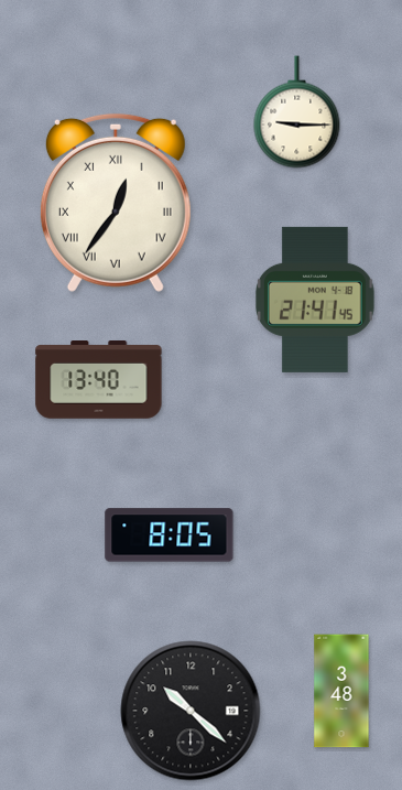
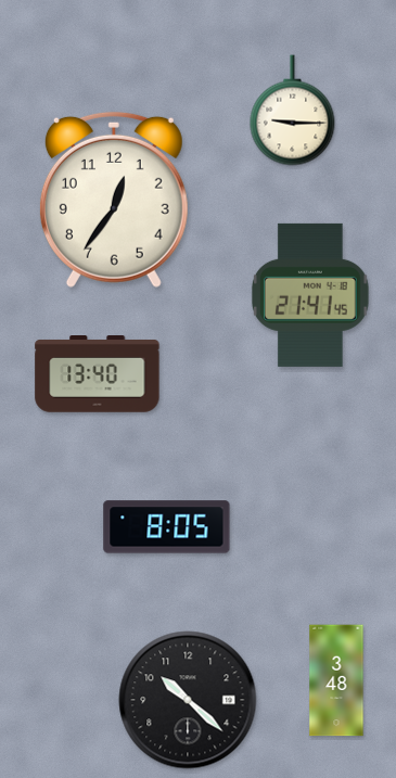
clock at (116, 203) numerals: Roman -> Arabic
